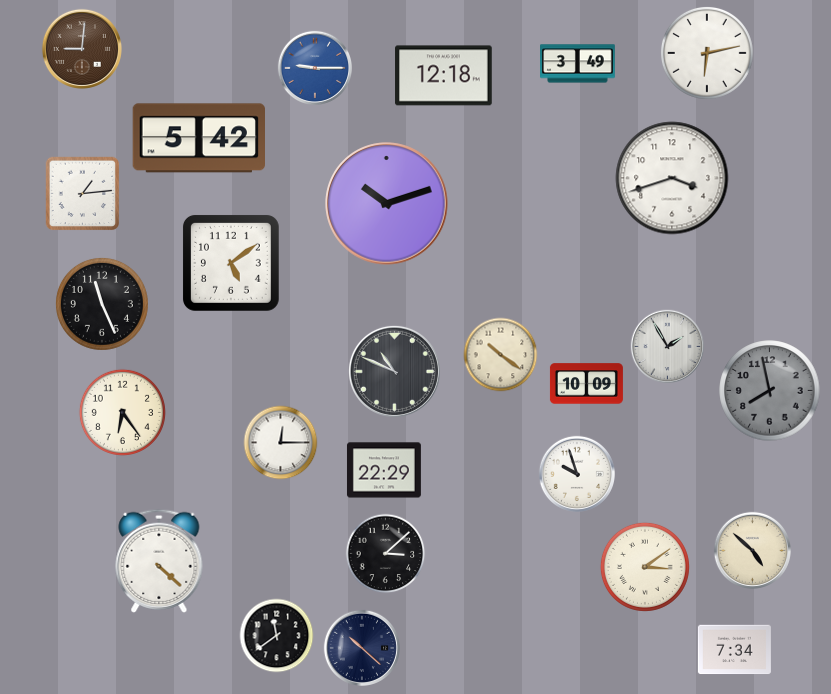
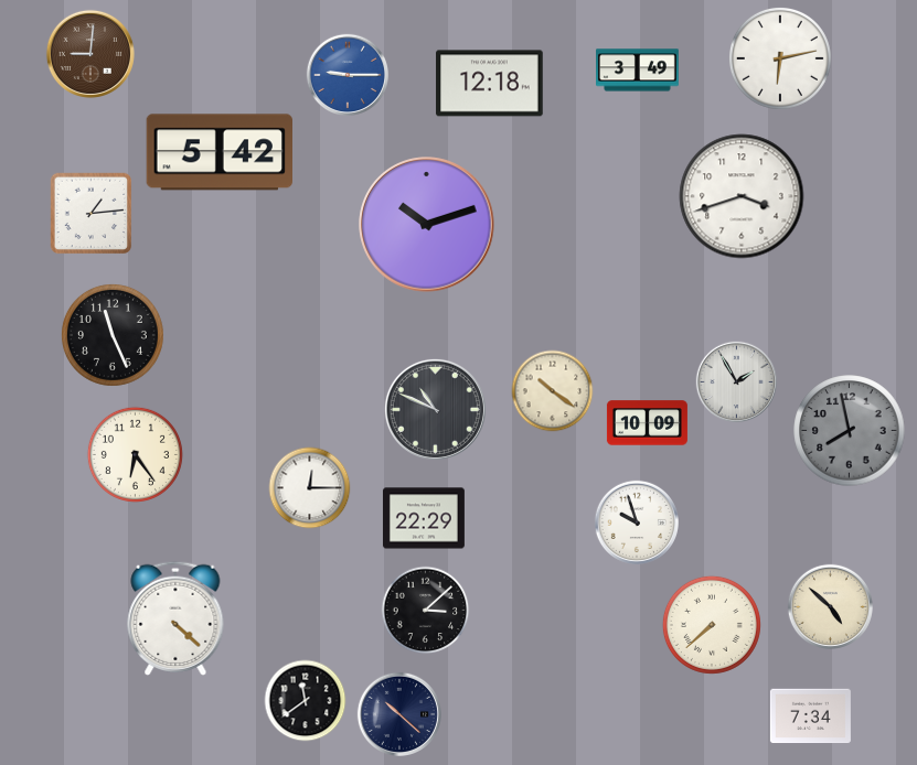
clock at (231, 263): 5:09 -> none
clock at (645, 567): 3:09 -> 7:38
